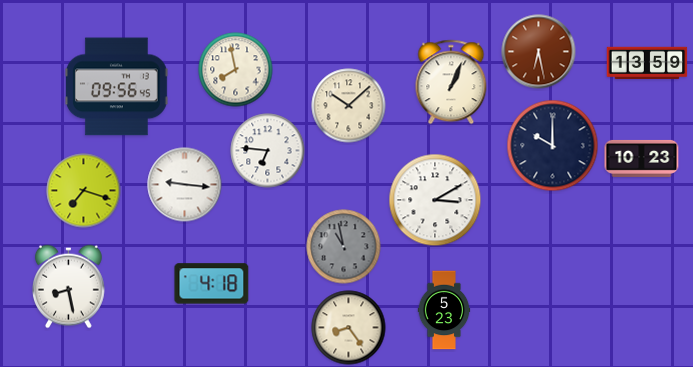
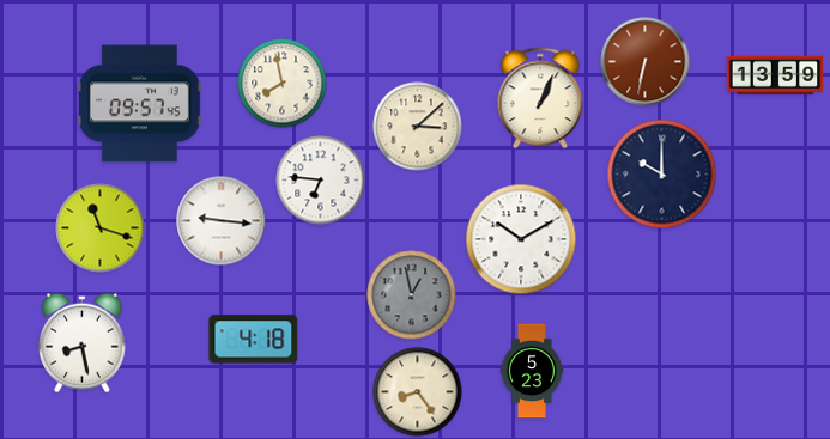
clock at (539, 52): 6:28 -> 6:32
clock at (117, 87): 09:56 -> 09:57
clock at (349, 106): 10:08 -> 3:08
clock at (642, 158): 10:23 -> none
clock at (84, 191): 7:18 -> 11:18
clock at (435, 200): 3:10 -> 10:10
clock at (344, 247): 10:58 -> 12:58
